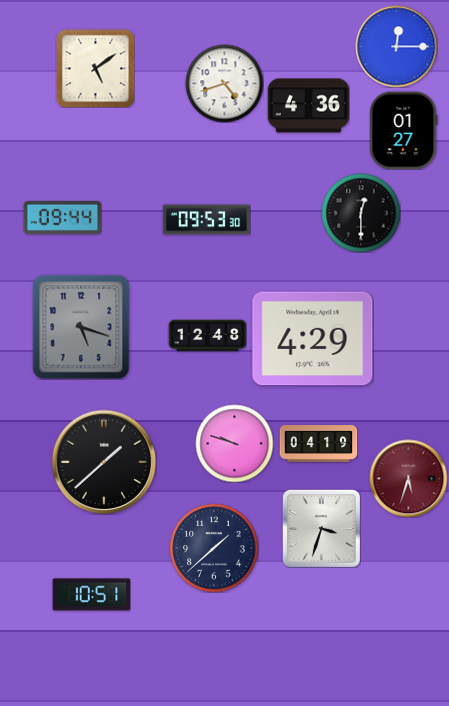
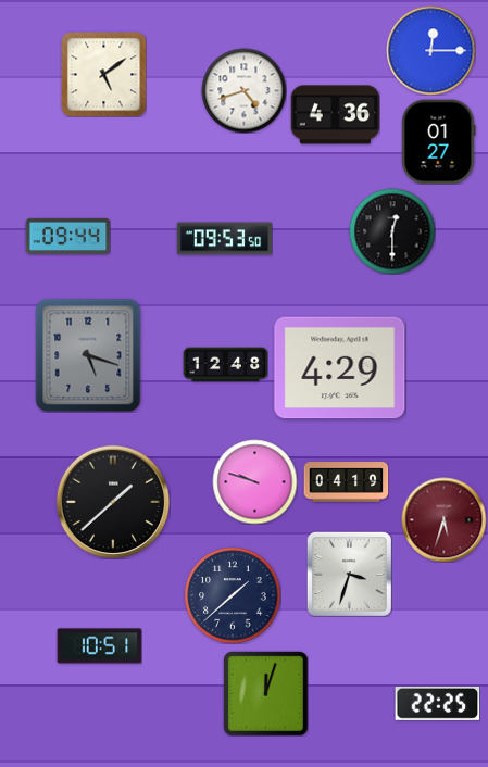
clock at (206, 220): 09:53:30 -> 09:53:50
clock at (266, 694): none -> 12:03
clock at (437, 703): none -> 22:25
